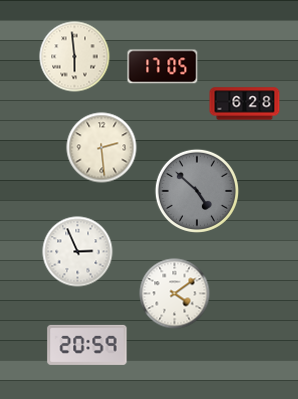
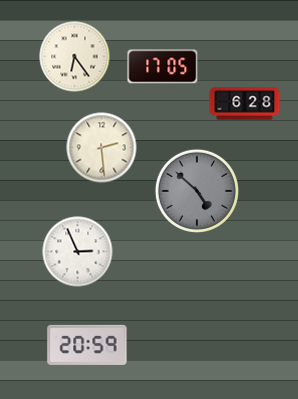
clock at (75, 57): 5:59 -> 6:24
clock at (175, 294): 4:09 -> none
